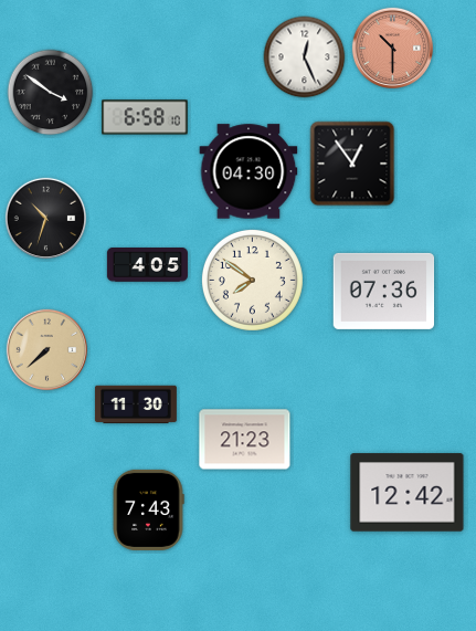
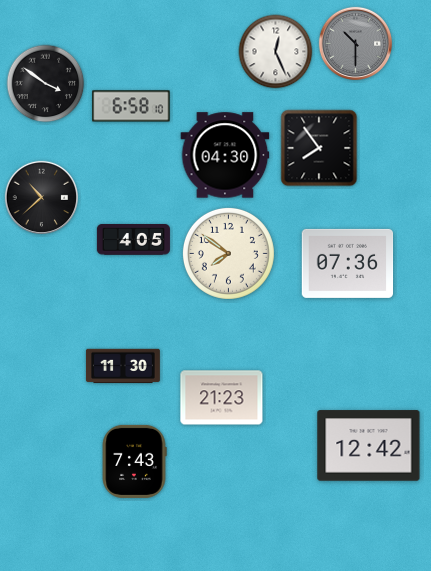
clock at (393, 49) dial: salmon -> grey
clock at (352, 164): 12:54 -> 7:54
clock at (46, 219): 10:33 -> 10:38
clock at (47, 350): 7:38 -> none
